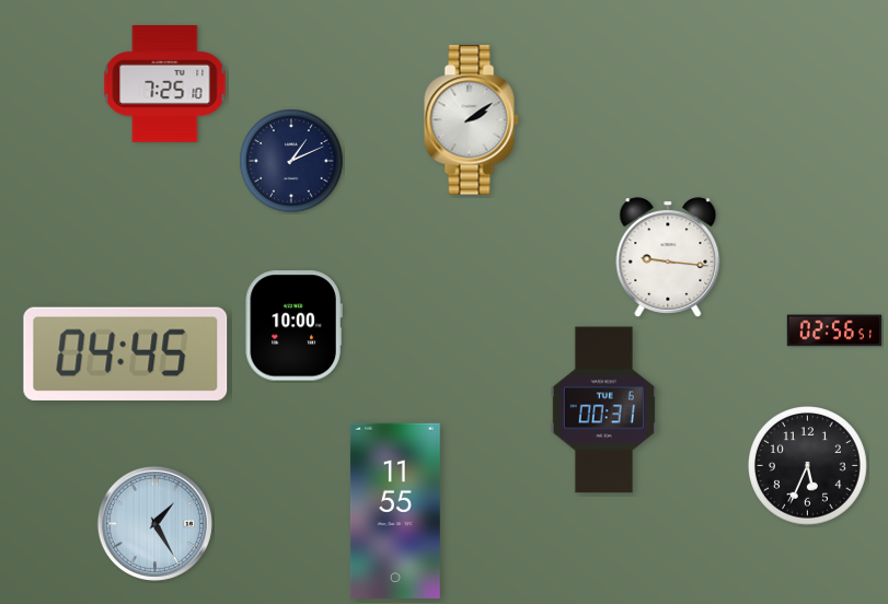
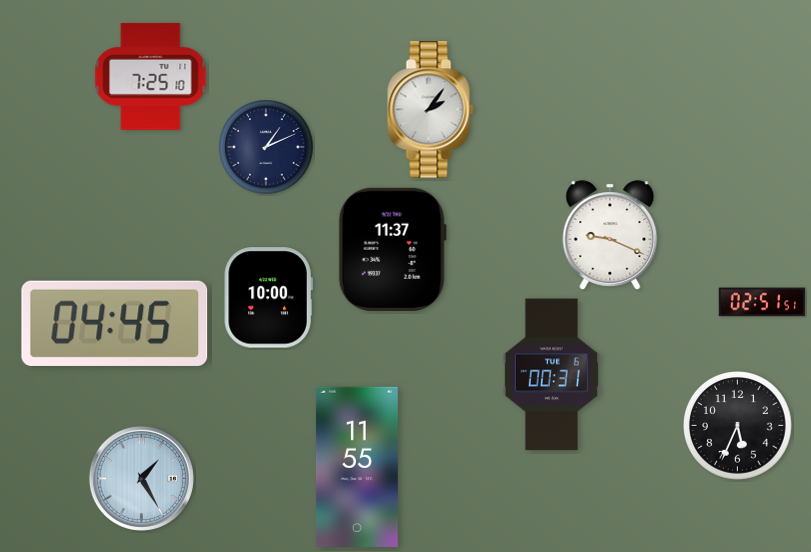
clock at (472, 120): 2:09 -> 2:06
clock at (668, 257): 9:16 -> 9:19
clock at (392, 249): none -> 11:37
clock at (834, 330): 02:56 -> 02:51
clock at (395, 511) position: (395, 511) -> (357, 467)
